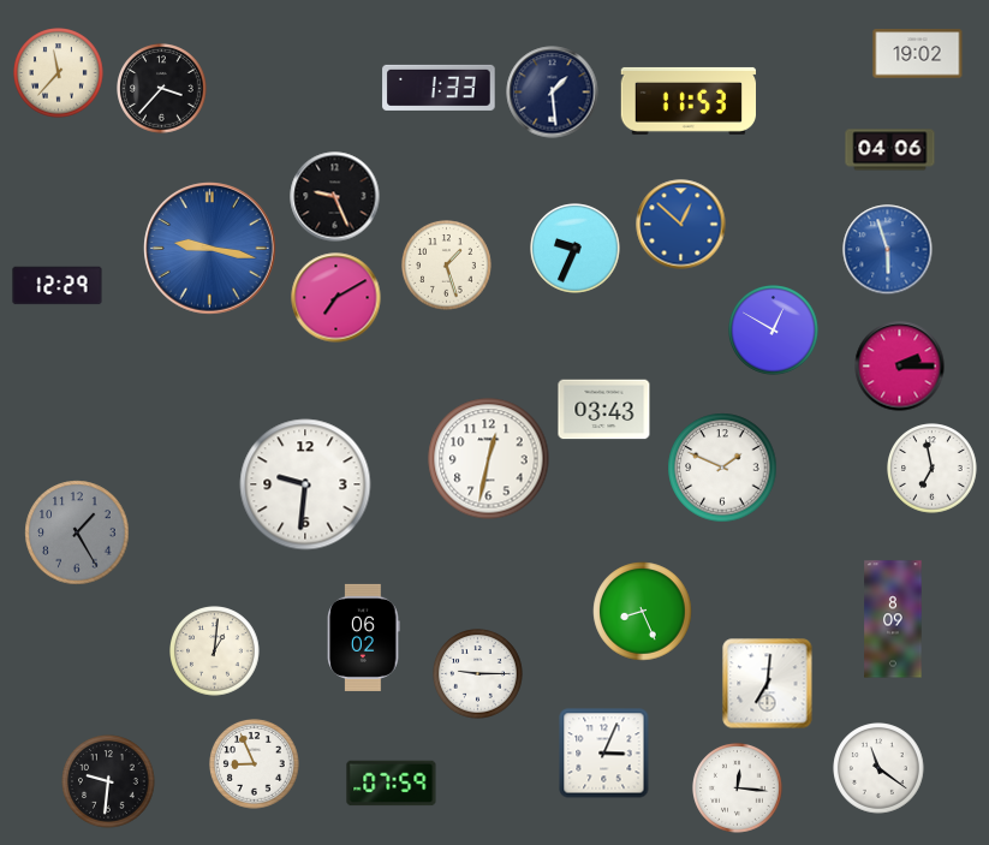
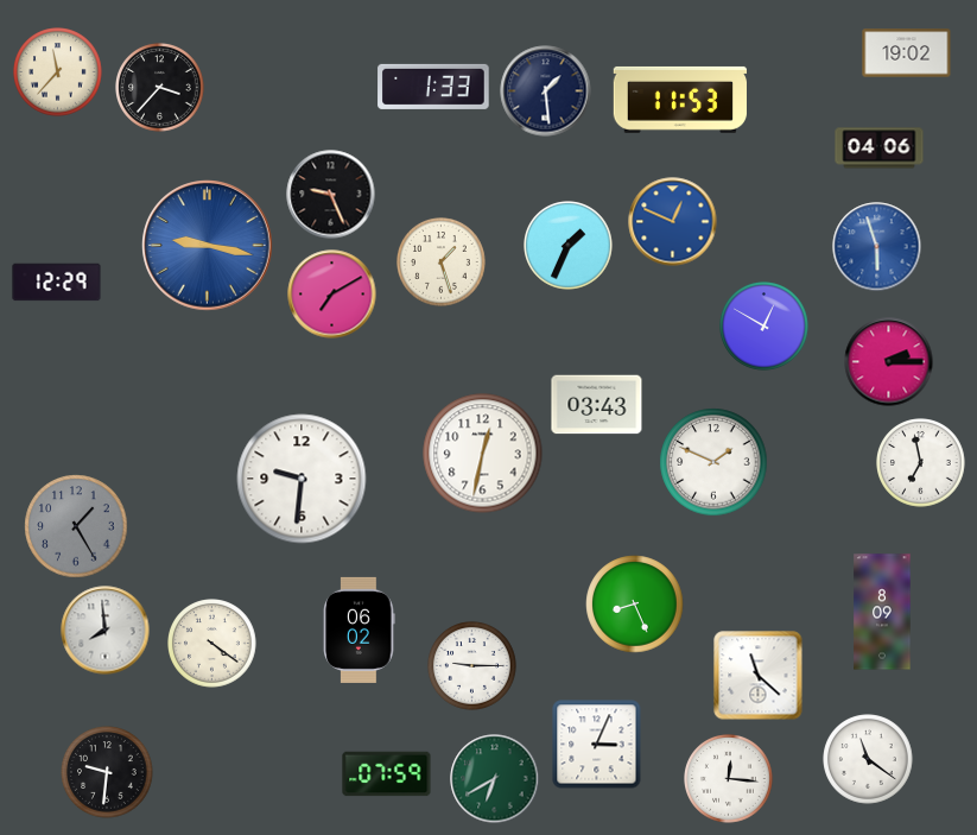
clock at (681, 225): 12:52 -> 12:49
clock at (576, 249): 9:34 -> 1:34
clock at (106, 631): none -> 7:59
clock at (215, 651): 1:01 -> 4:21
clock at (768, 684): 7:01 -> 11:22
clock at (255, 764): 8:56 -> none
clock at (495, 779): none -> 6:40
